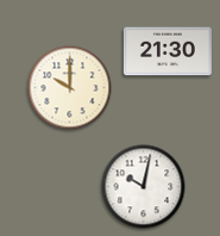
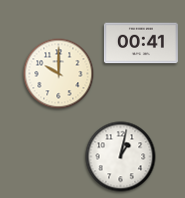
clock at (168, 51): 21:30 -> 00:41
clock at (144, 187): 10:02 -> 1:02
